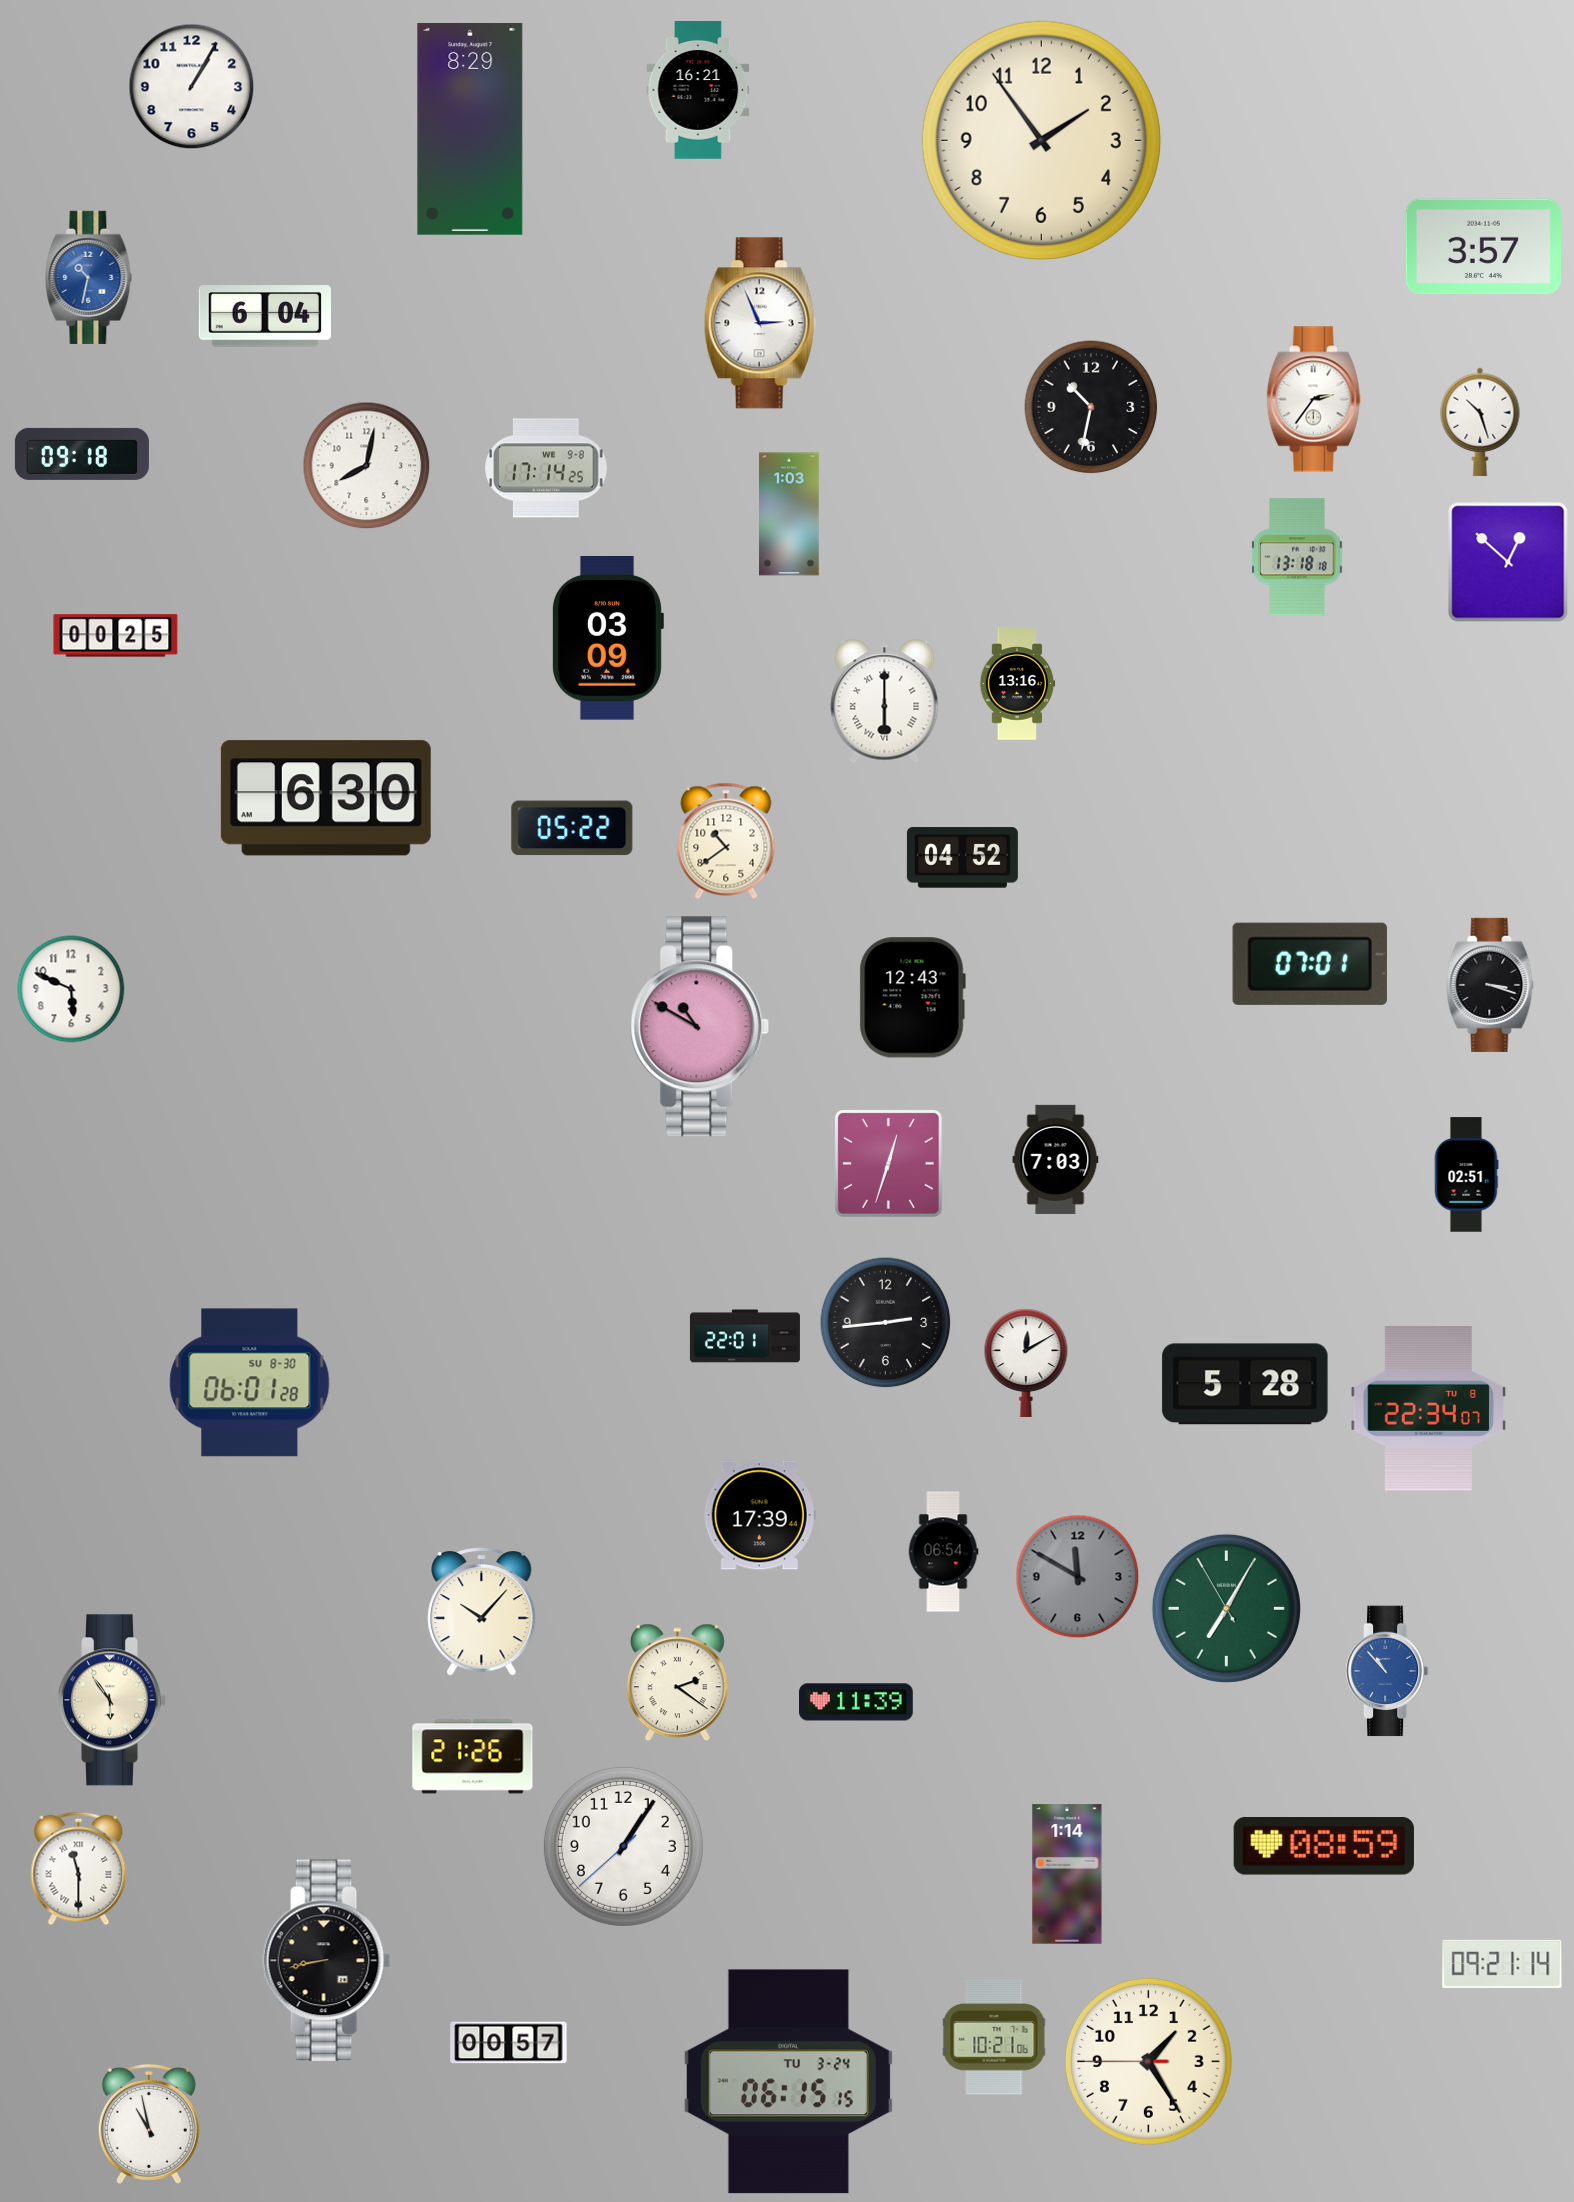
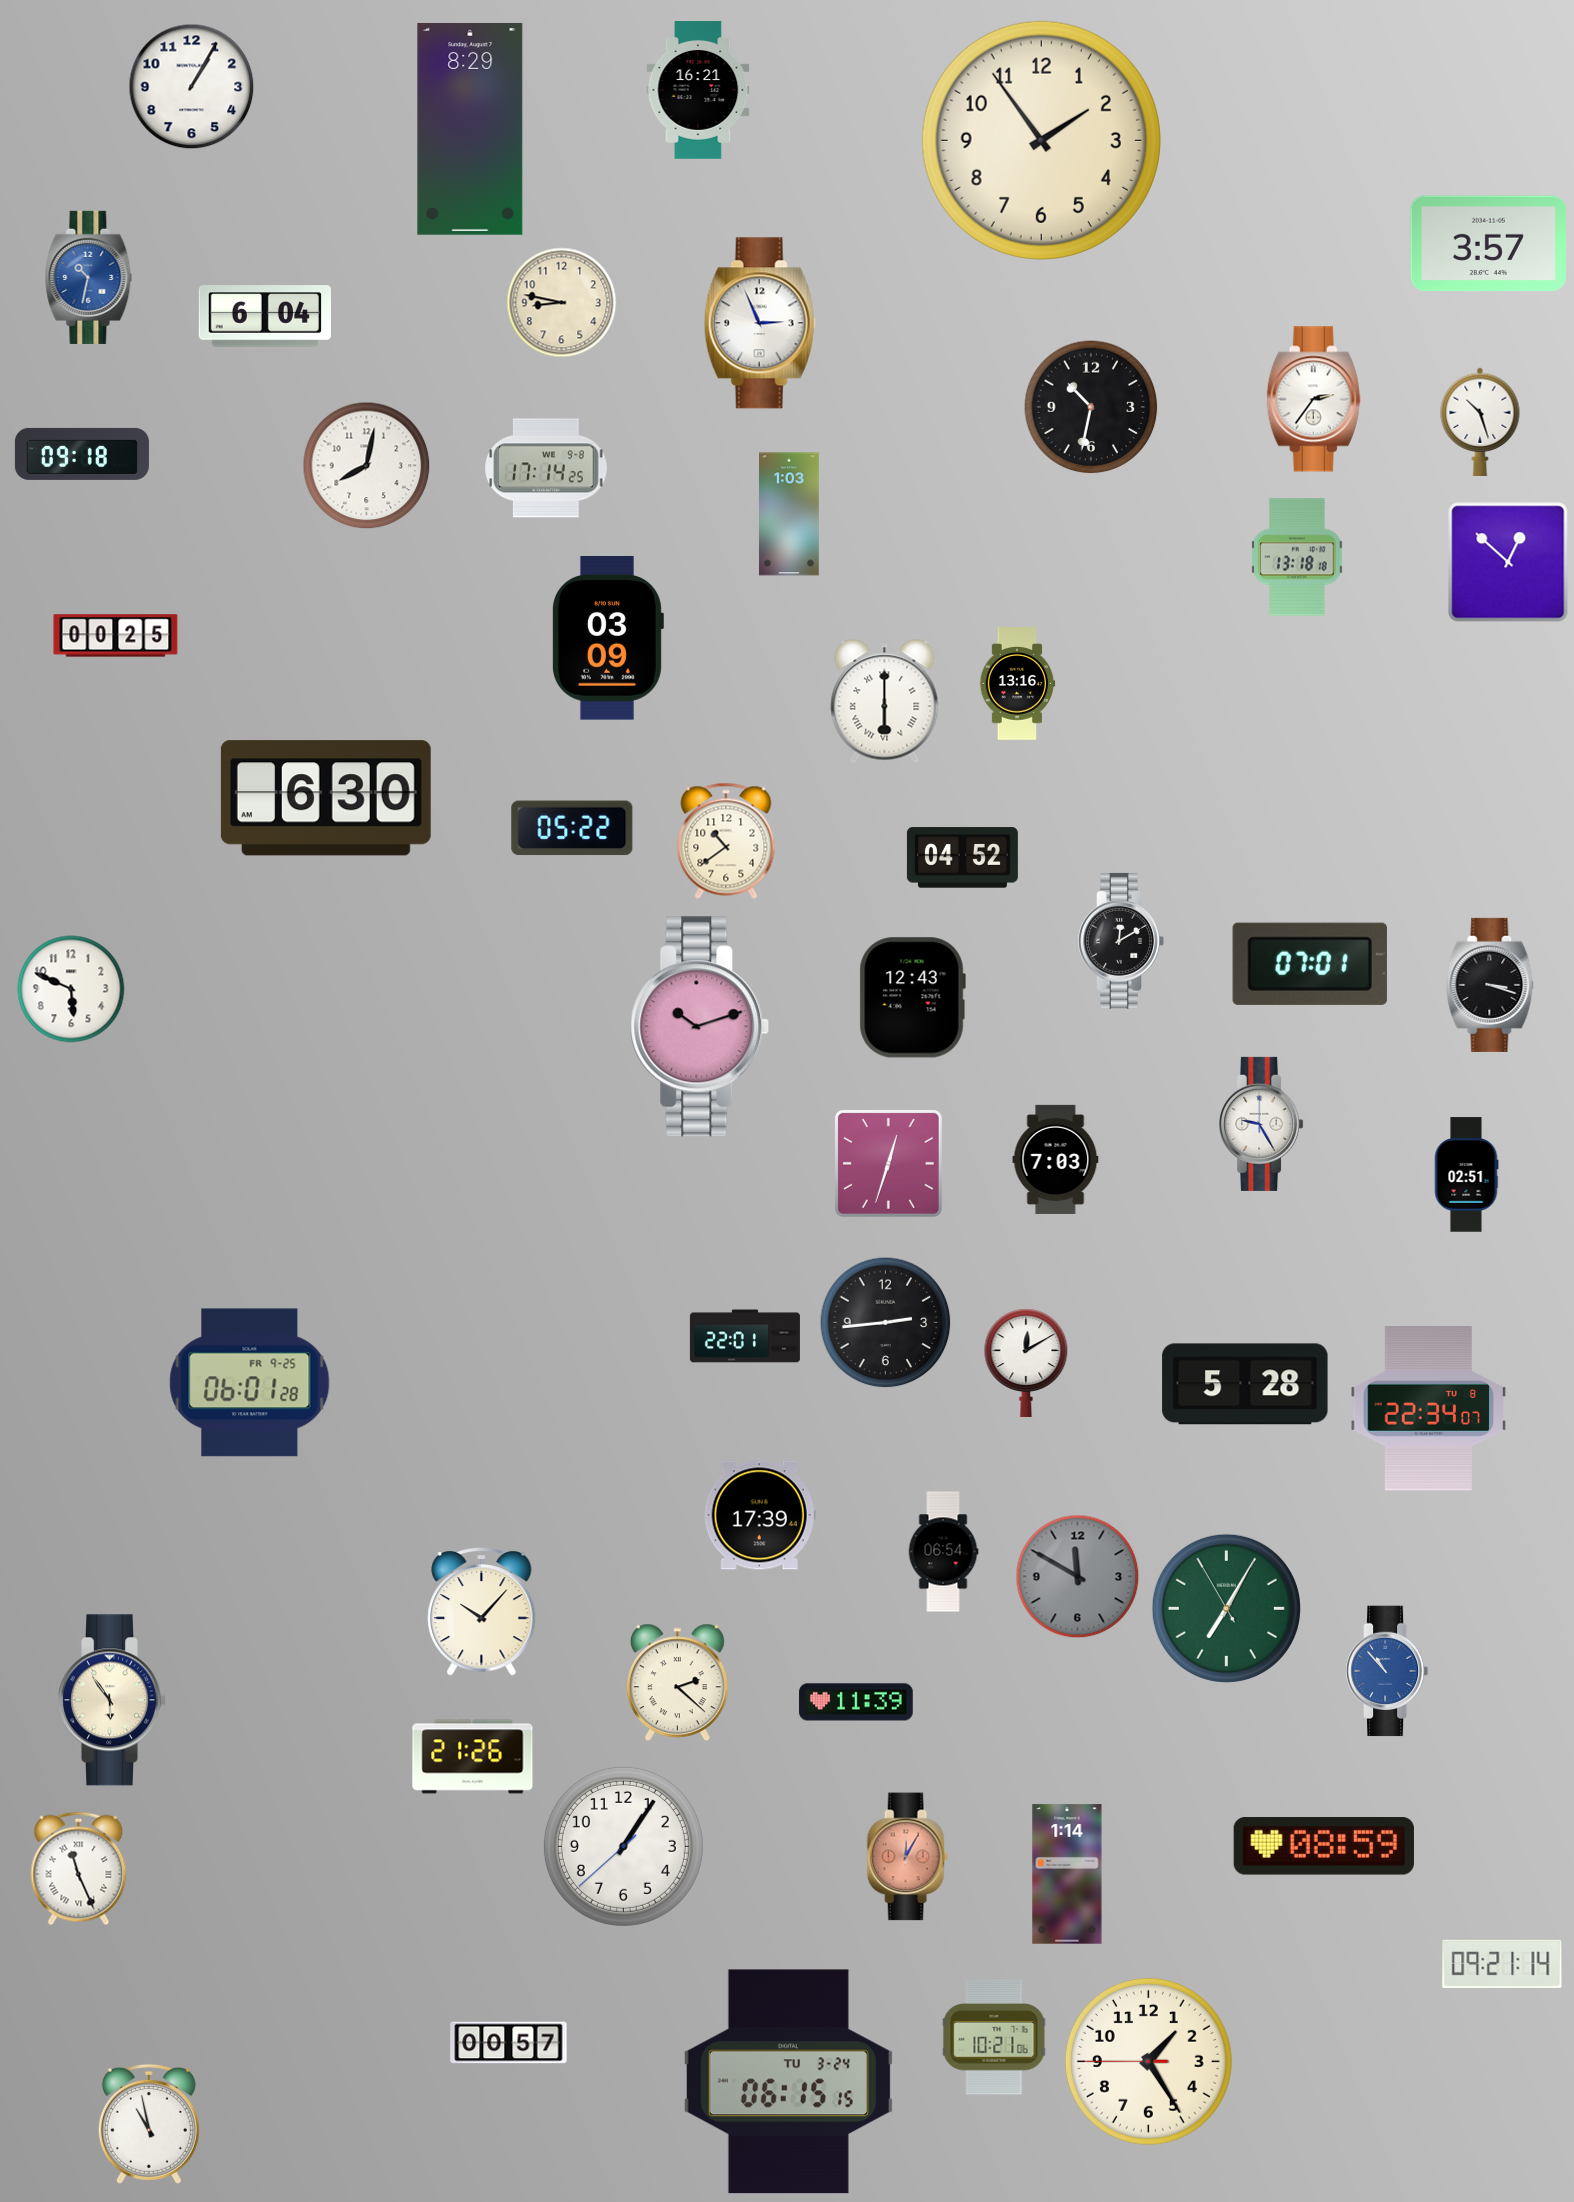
clock at (1483, 247) position: (1483, 247) -> (1488, 244)
clock at (562, 303): none -> 8:47
clock at (1121, 941): none -> 12:10
clock at (700, 1027): 10:50 -> 10:12
clock at (1261, 1124): none -> 9:25
clock at (250, 1383) date: SU 8-30 -> FR 9-25
clock at (678, 1683): 2:21 -> 2:22
clock at (907, 1857): none -> 12:05
clock at (79, 1869): 11:30 -> 11:26
clock at (327, 1961): 8:43 -> none
